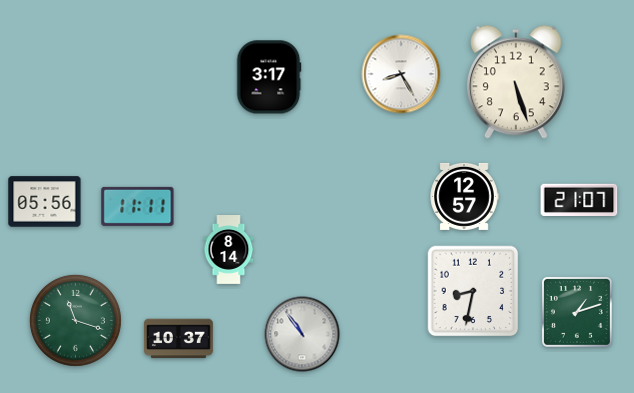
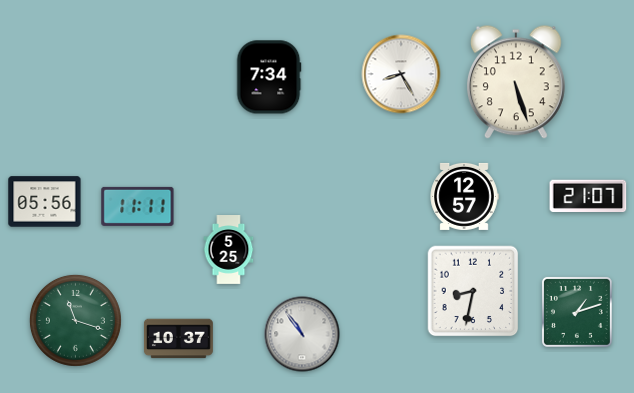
clock at (269, 77): 3:17 -> 7:34
clock at (579, 200) position: (579, 200) -> (588, 196)
clock at (229, 250): 8:14 -> 5:25
